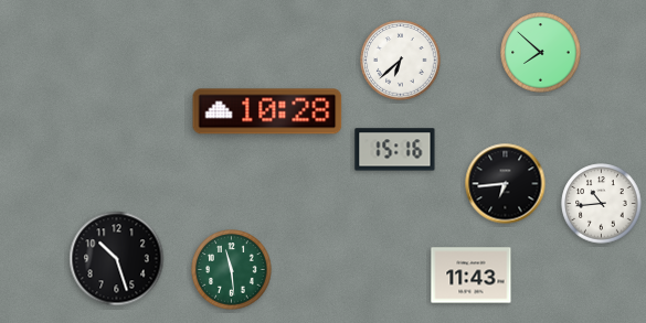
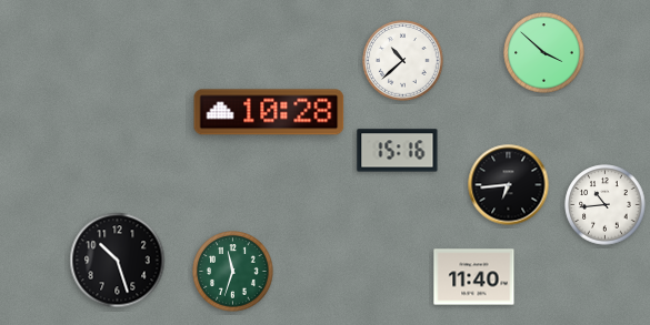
clock at (541, 53): 7:52 -> 3:52
clock at (401, 61): 6:38 -> 10:38
clock at (232, 270): 11:29 -> 11:33
clock at (472, 276): 11:43 -> 11:40
